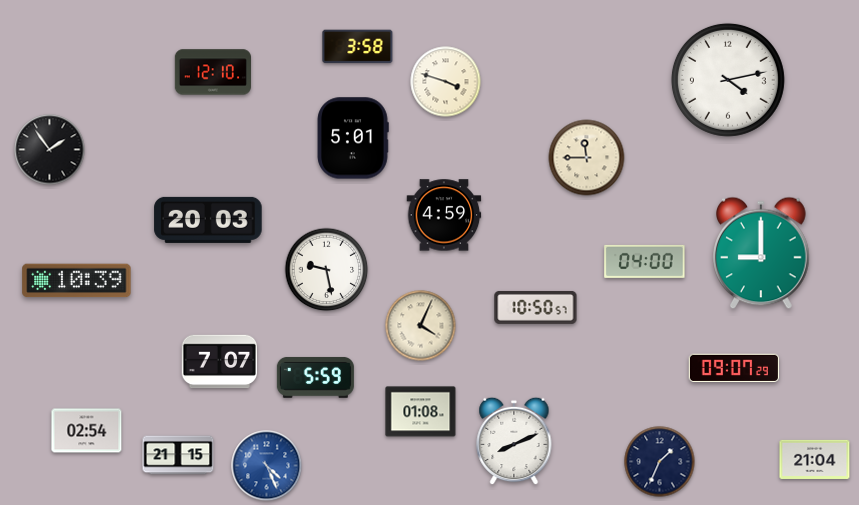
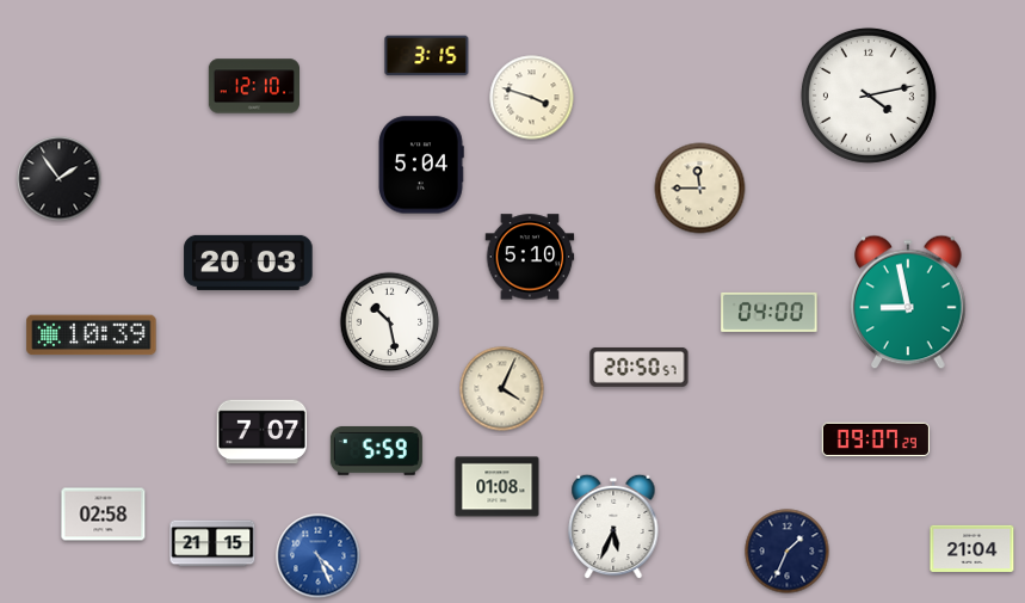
clock at (358, 47): 3:58 -> 3:15
clock at (353, 138): 5:01 -> 5:04
clock at (444, 215): 4:59 -> 5:10
clock at (761, 253): 9:00 -> 8:58
clock at (327, 270): 9:28 -> 10:28
clock at (536, 307): 10:50 -> 20:50
clock at (421, 412) position: (421, 412) -> (498, 487)
clock at (87, 431): 02:54 -> 02:58
clock at (514, 441): 8:11 -> 5:34
